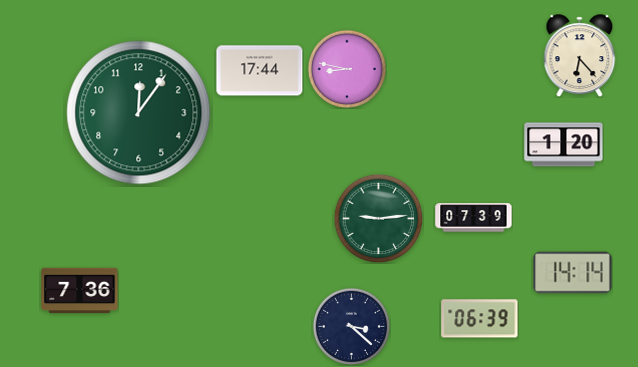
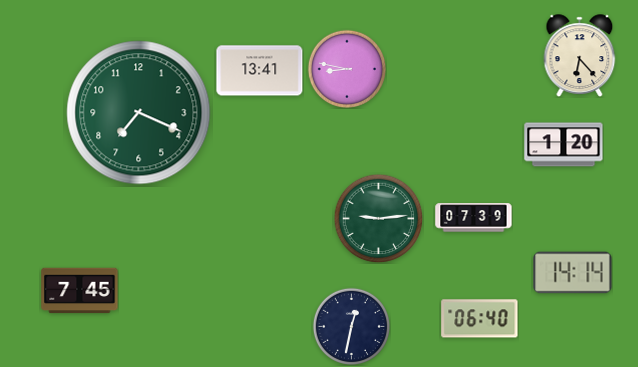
clock at (260, 71): 17:44 -> 13:41
clock at (139, 113): 12:06 -> 7:19
clock at (80, 291): 7:36 -> 7:45
clock at (480, 319): 06:39 -> 06:40
clock at (351, 326): 3:22 -> 12:32
